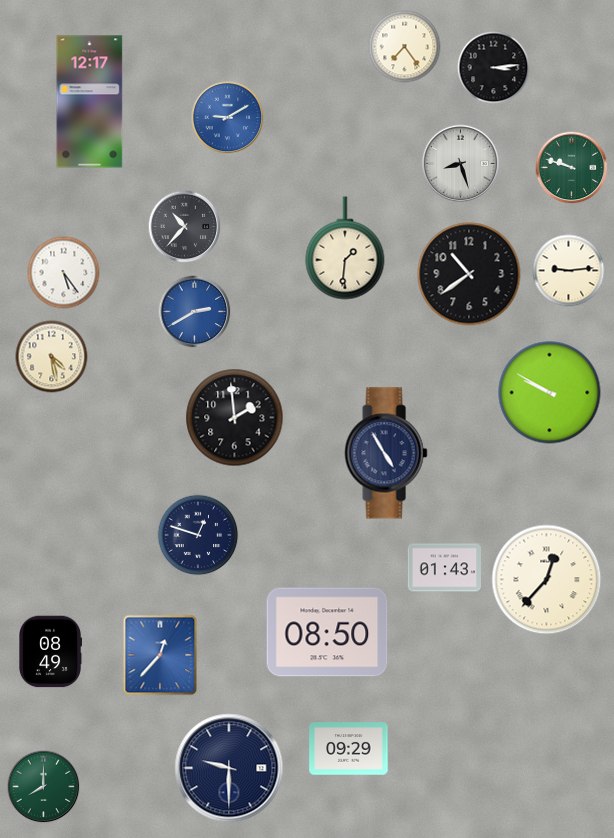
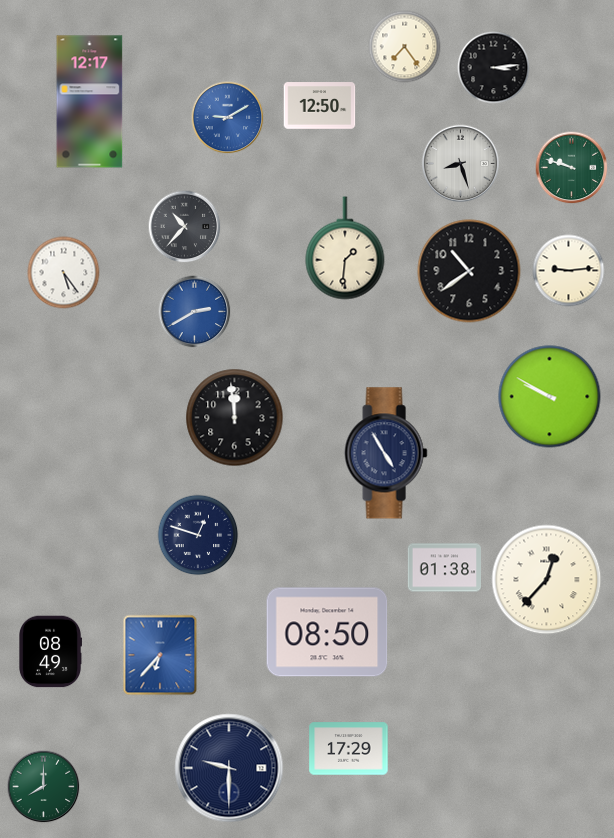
clock at (320, 106): none -> 12:50
clock at (469, 274) position: (469, 274) -> (469, 271)
clock at (52, 357): 4:28 -> none
clock at (550, 393) position: (550, 393) -> (550, 397)
clock at (235, 418): 1:59 -> 11:59
clock at (444, 568): 01:43 -> 01:38
clock at (160, 655): 12:37 -> 6:37
clock at (349, 749): 09:29 -> 17:29
